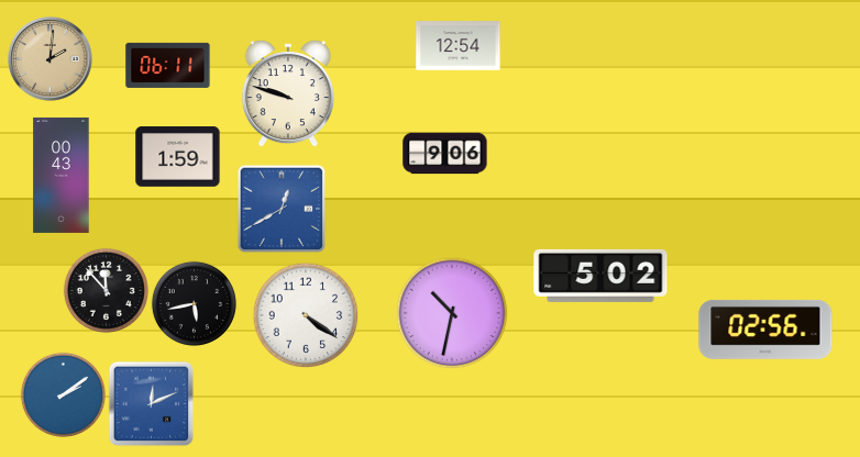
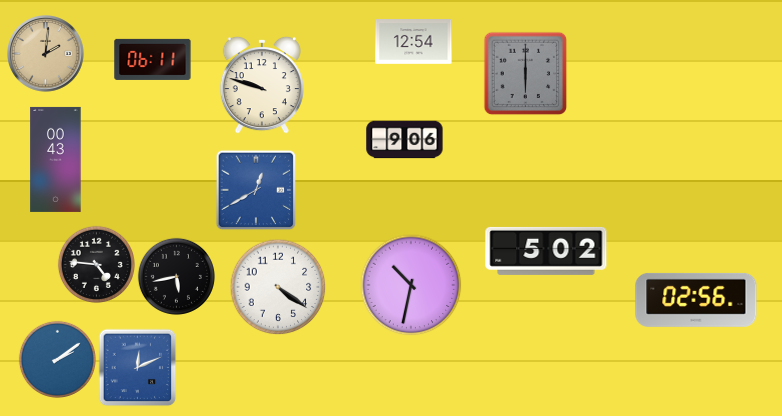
clock at (459, 46) position: (459, 46) -> (414, 42)
clock at (525, 73): none -> 6:00
clock at (178, 157): 1:59 -> none
clock at (106, 290): 11:53 -> 4:46
